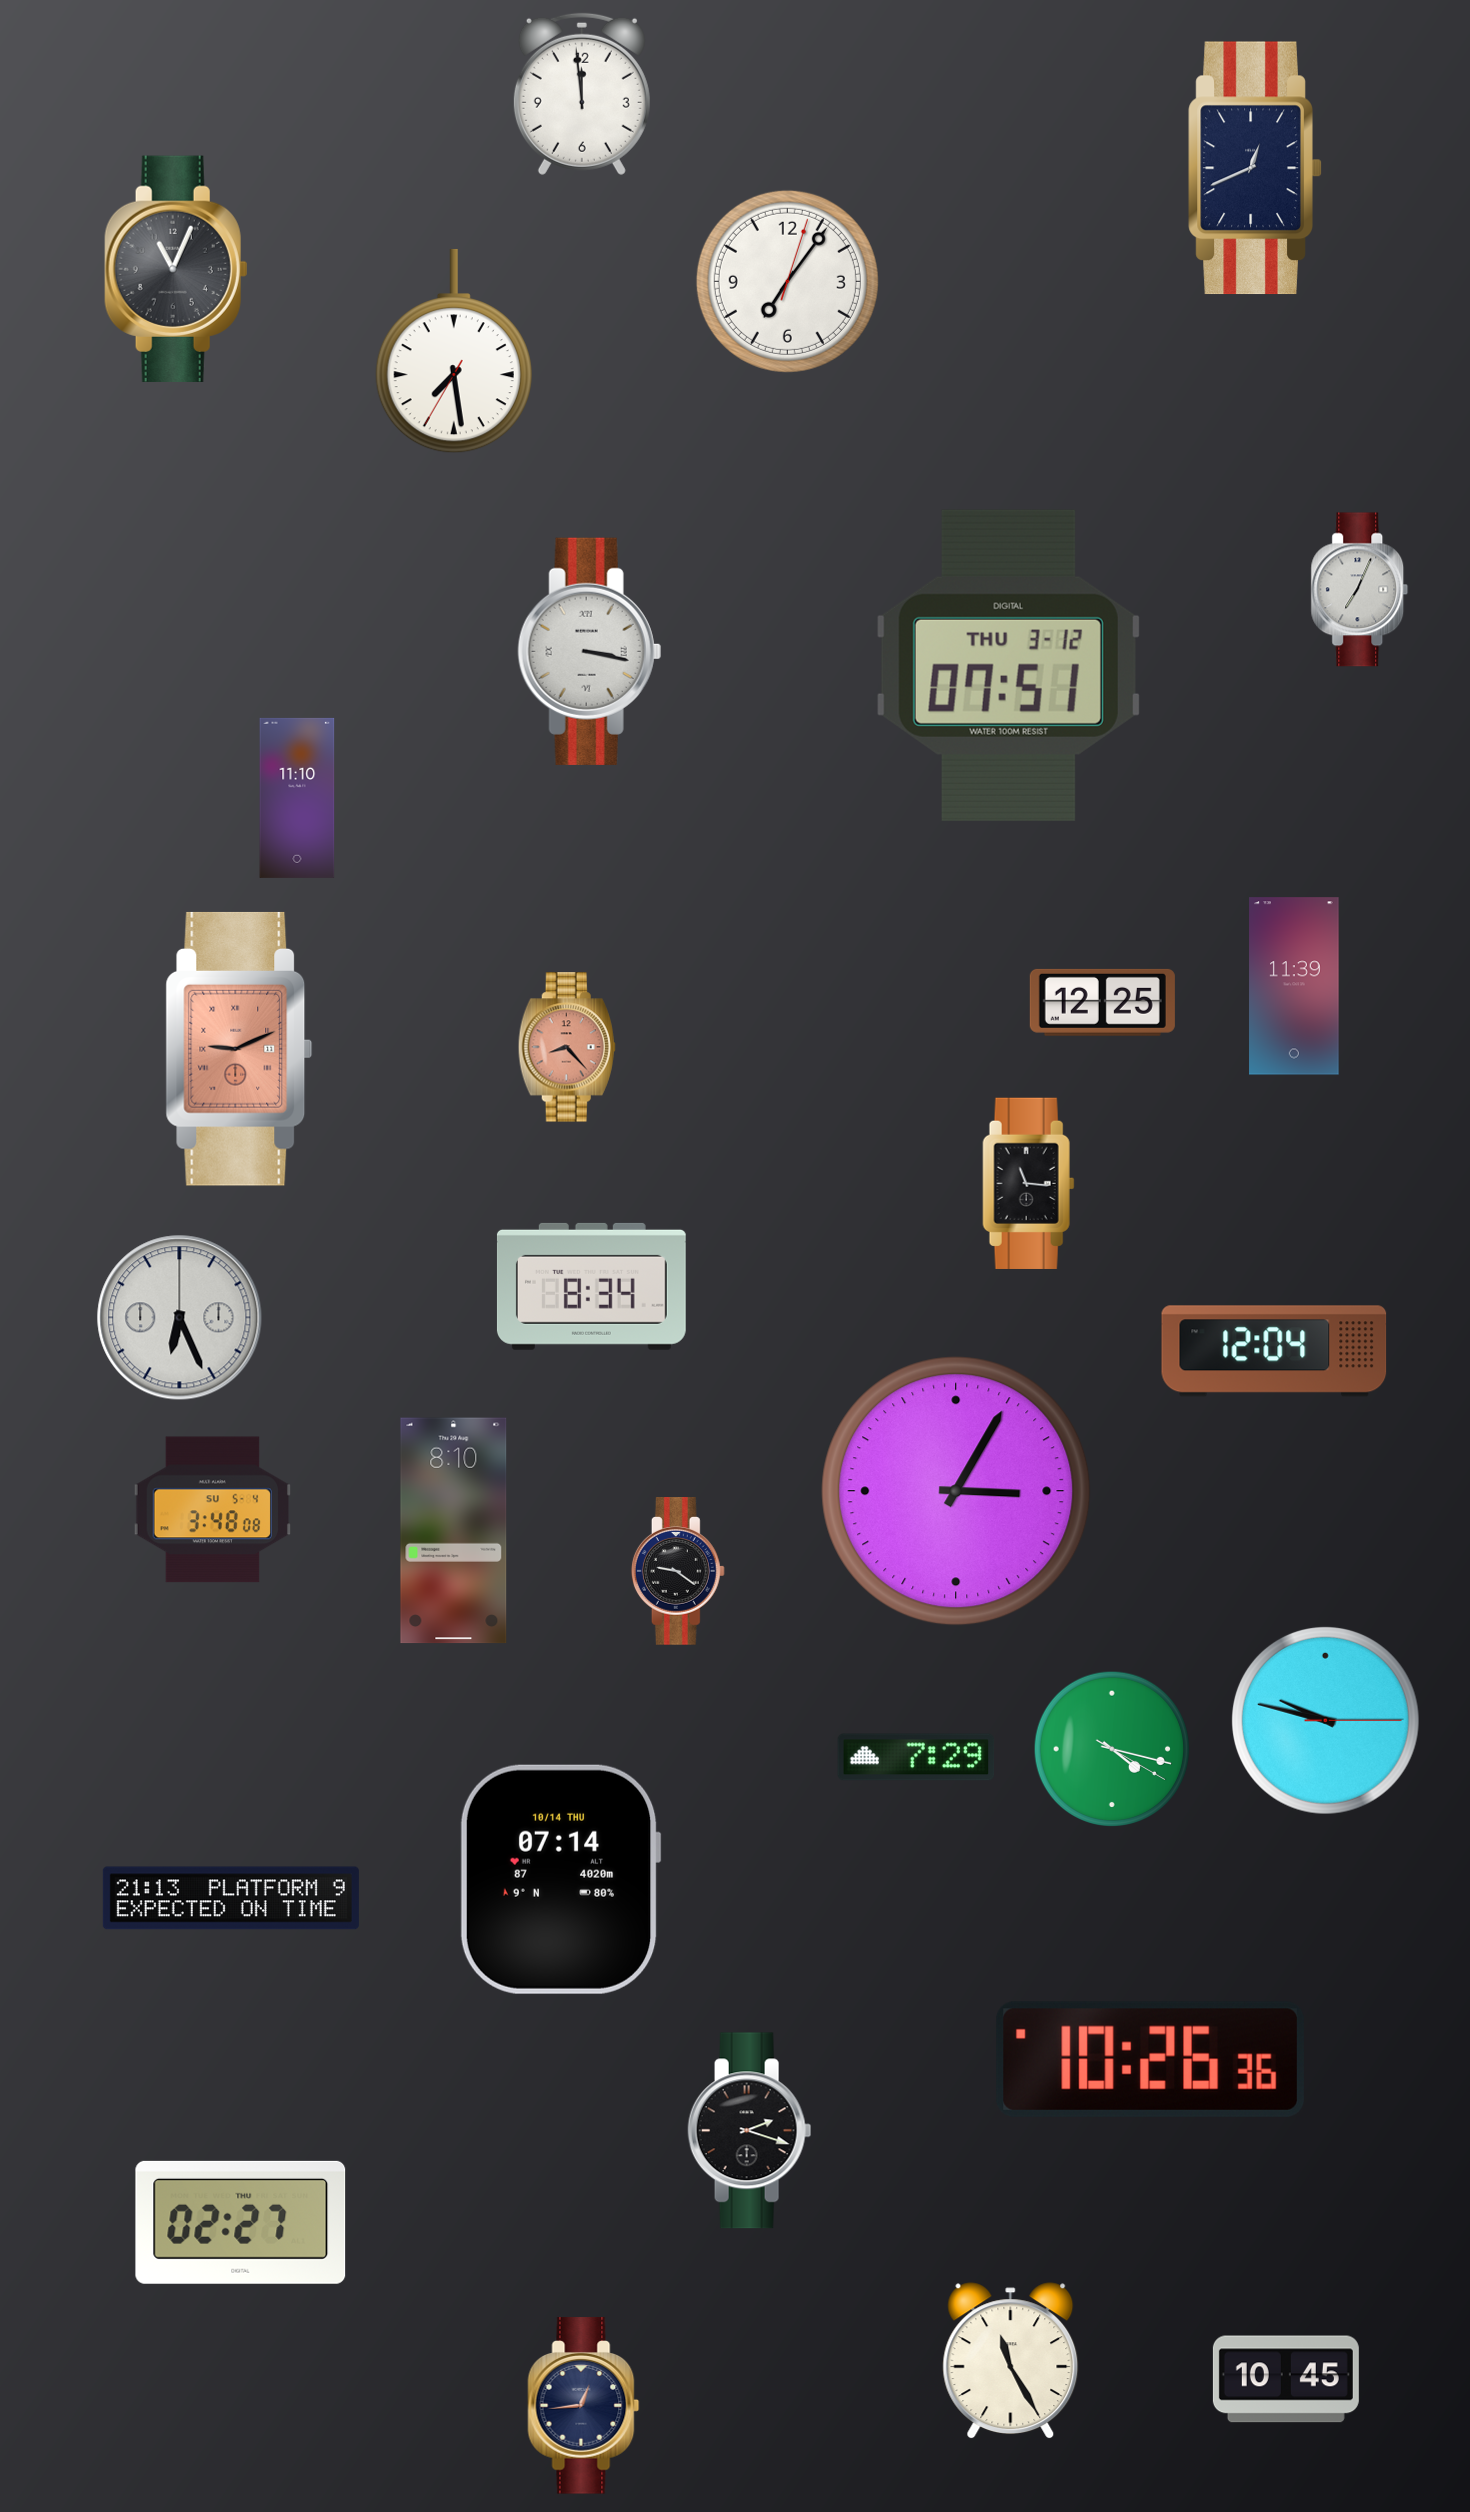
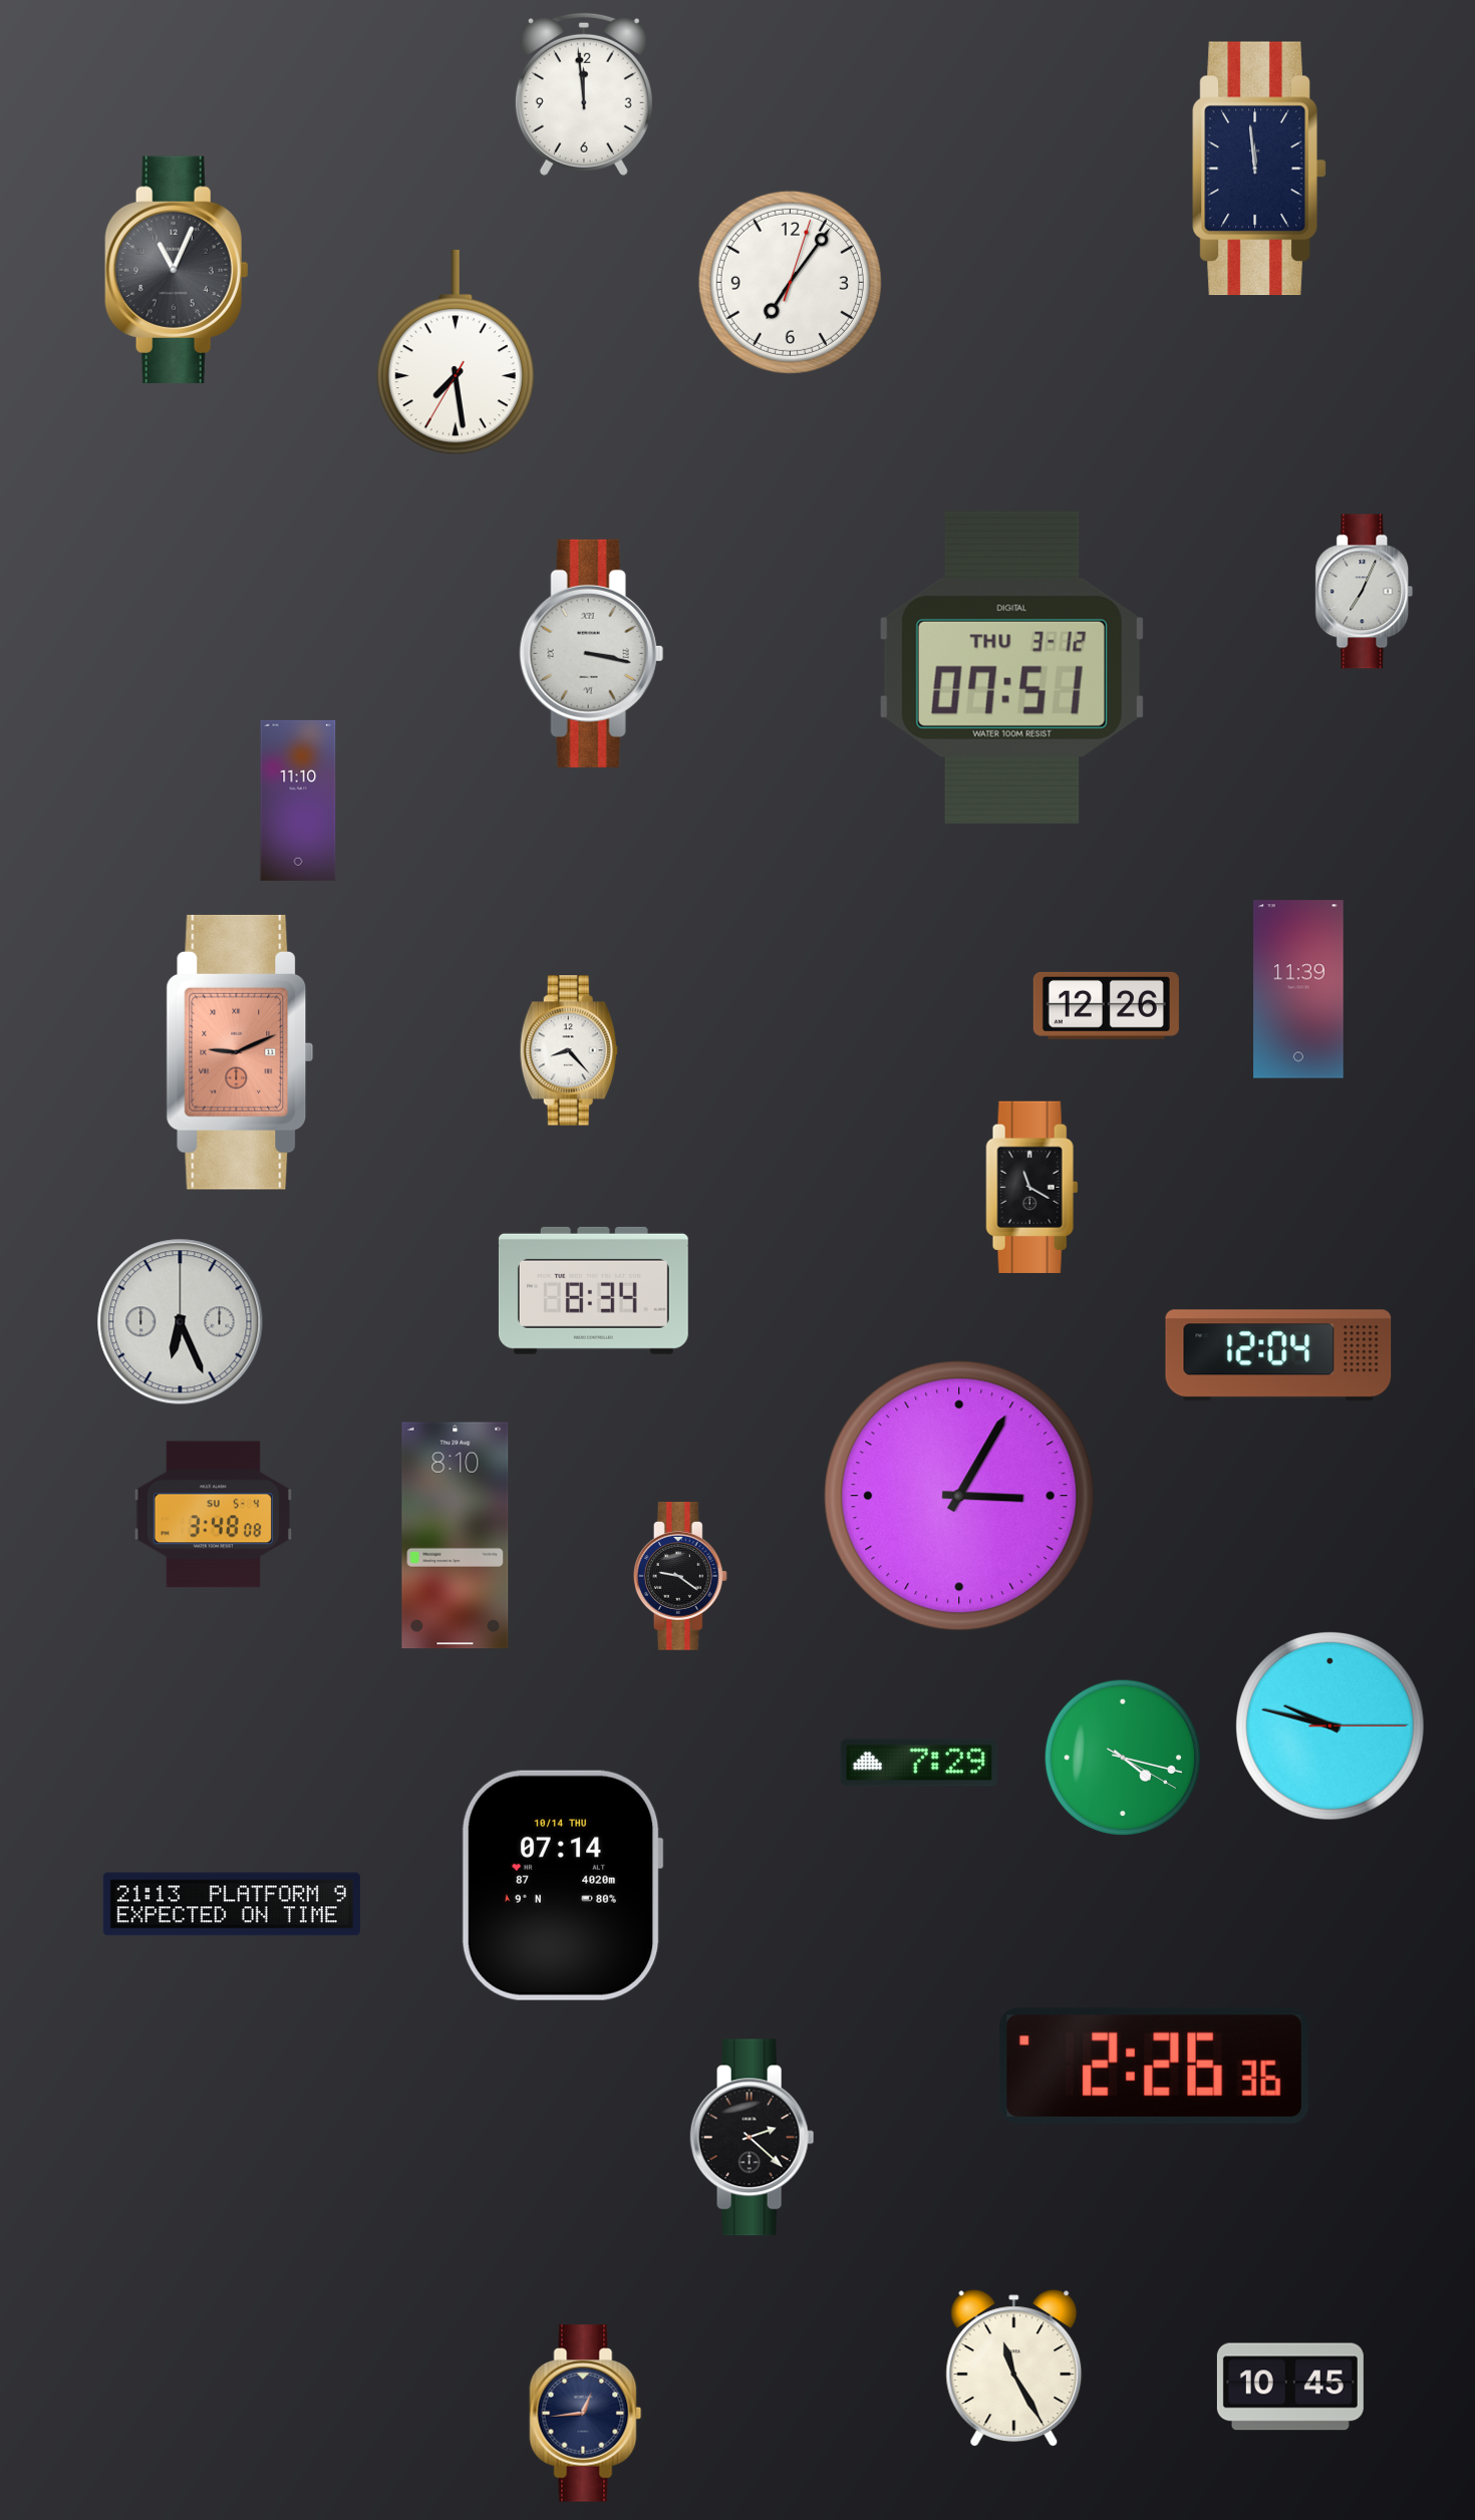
clock at (1255, 168): 12:41 -> 11:59
clock at (1102, 1002): 12:25 -> 12:26
clock at (567, 1047) dial: salmon -> white
clock at (1029, 1183): 11:16 -> 11:20
clock at (1111, 1748) position: (1111, 1748) -> (1122, 1757)
clock at (1150, 2059): 10:26 -> 2:26
clock at (750, 2131): 2:18 -> 2:22
clock at (241, 2222): 02:27 -> none
